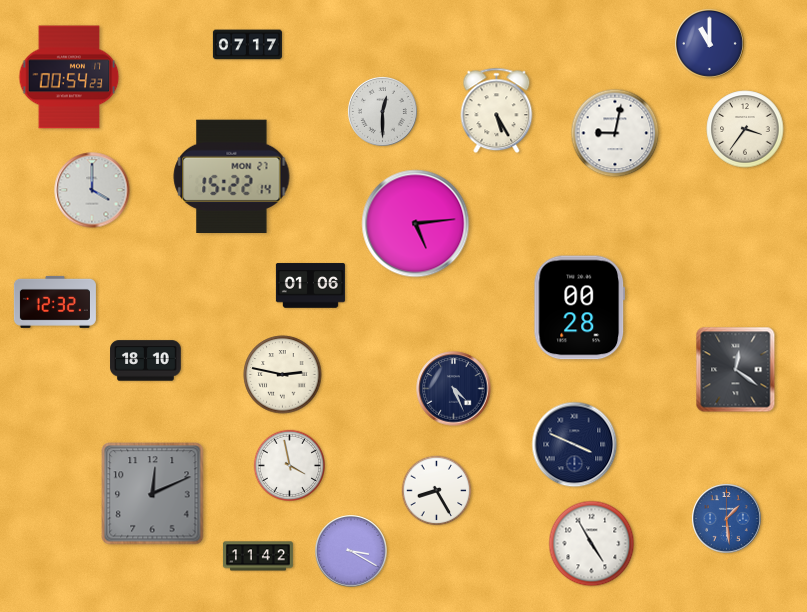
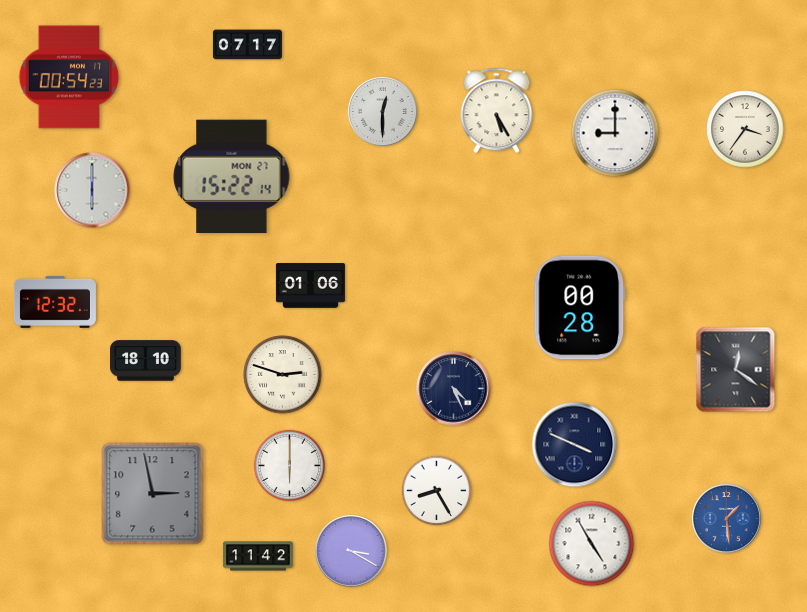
clock at (709, 43): 11:00 -> none
clock at (615, 133): 9:02 -> 9:00
clock at (92, 190): 4:00 -> 6:00
clock at (416, 224): 5:14 -> none
clock at (283, 375): 2:47 -> 2:48
clock at (289, 465): 3:58 -> 6:00
clock at (153, 494): 12:11 -> 2:58
